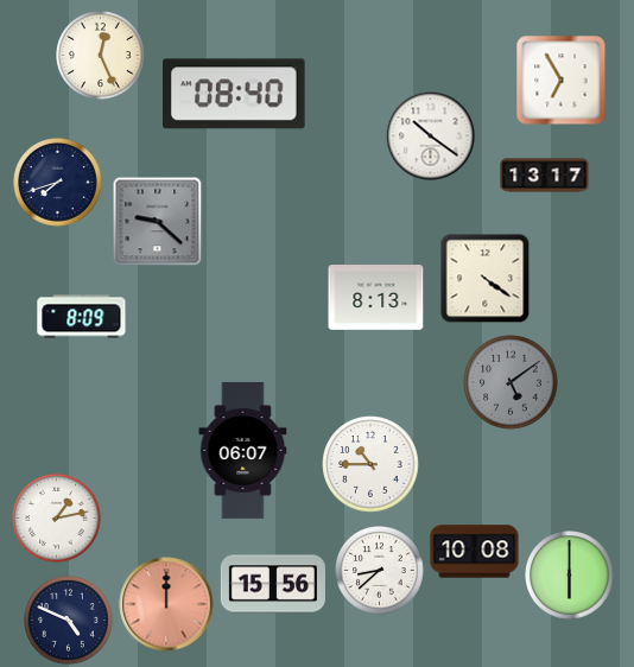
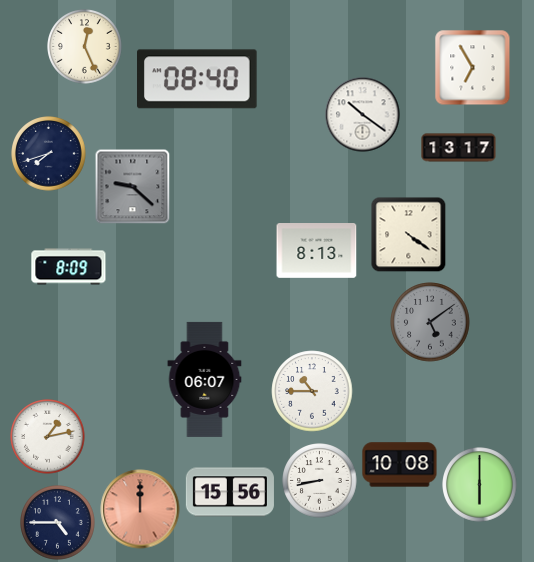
clock at (380, 571): 8:38 -> 8:43
clock at (69, 621): 4:49 -> 4:45
